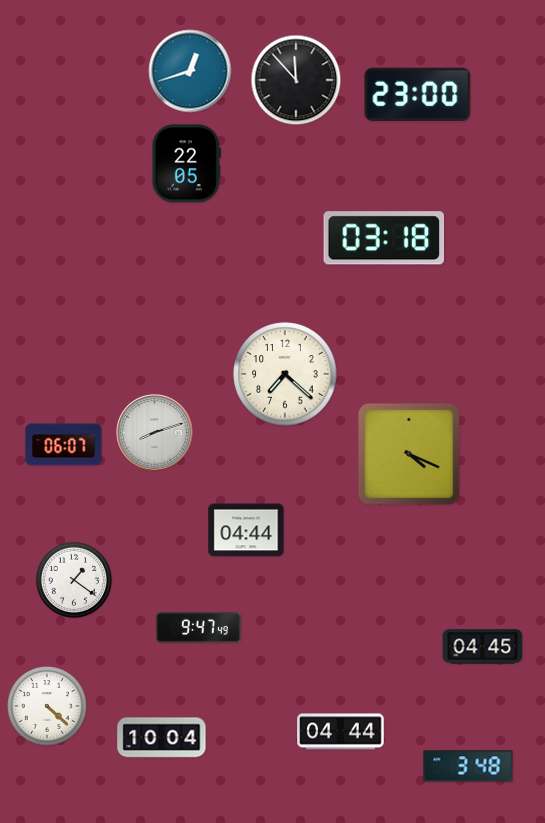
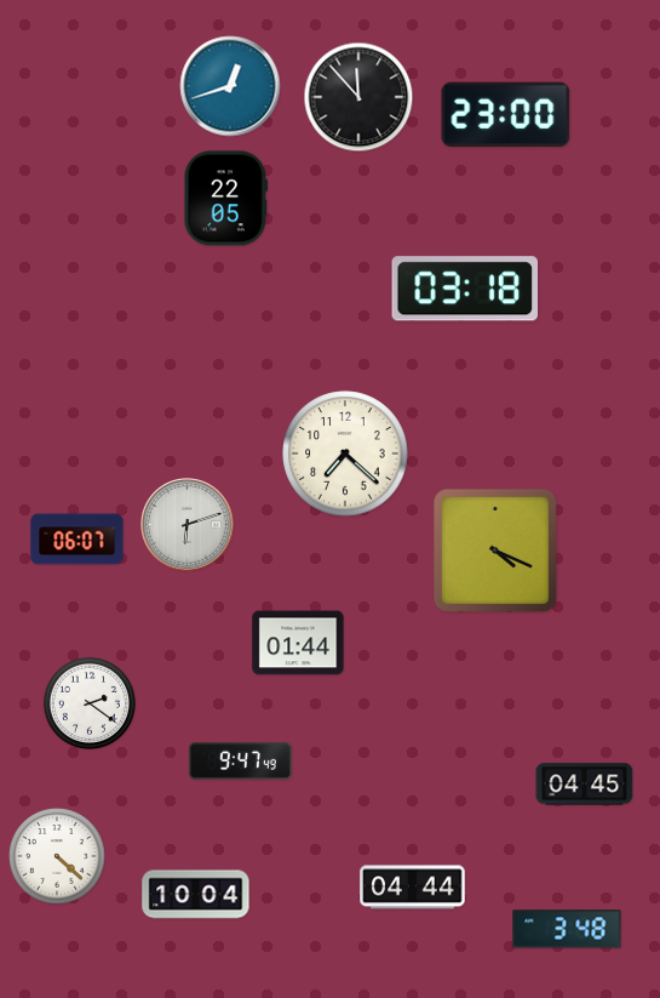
clock at (155, 433): 8:12 -> 6:12
clock at (246, 530): 04:44 -> 01:44
clock at (74, 580): 1:21 -> 2:21
